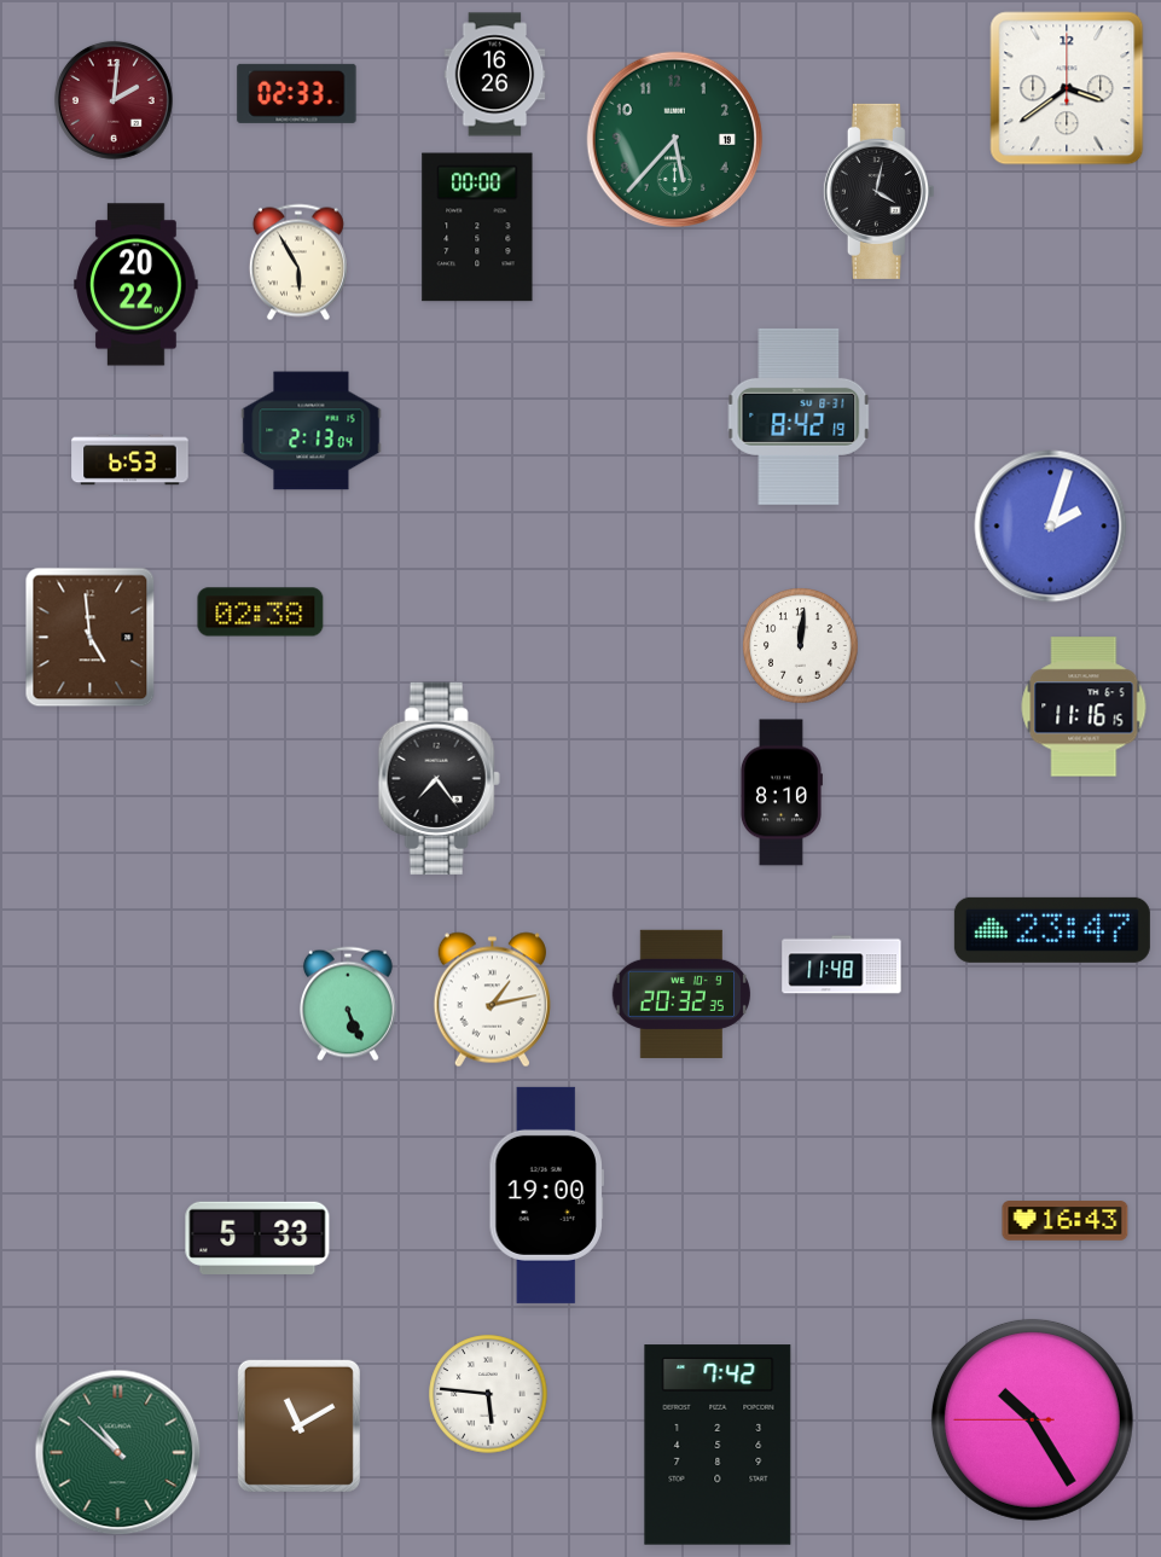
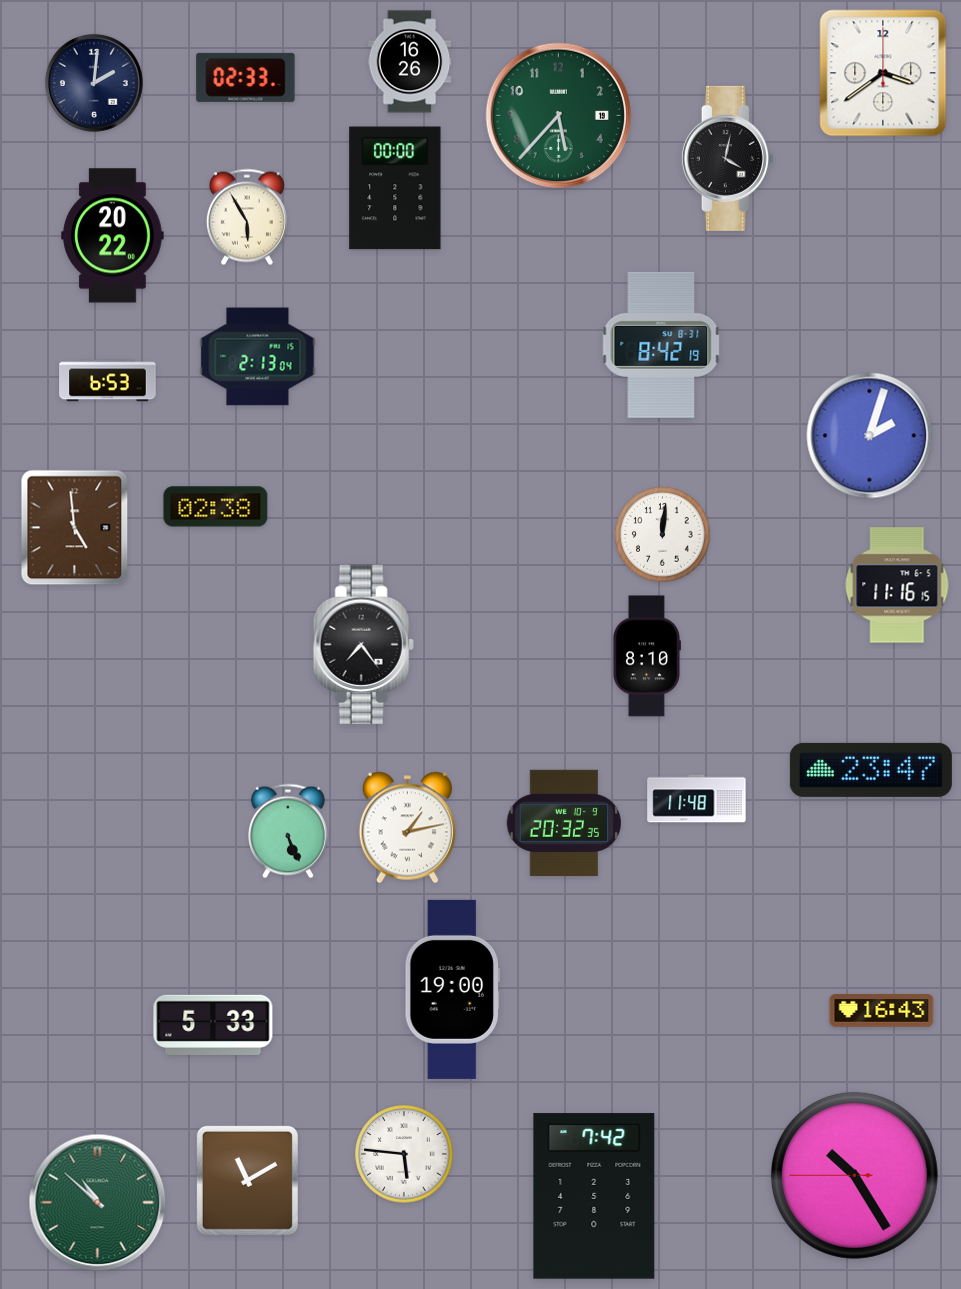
clock at (114, 100) dial: burgundy -> navy
